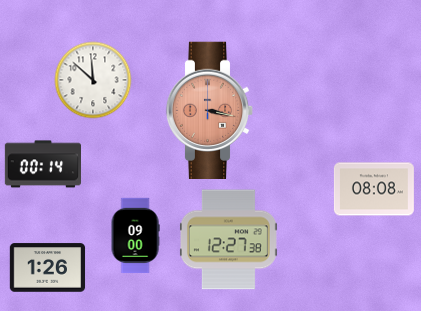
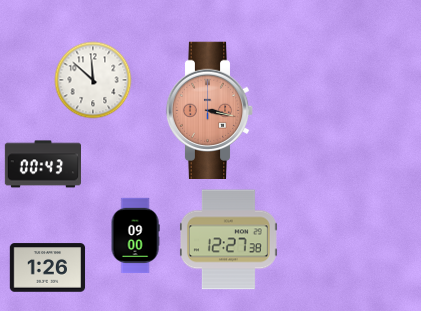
clock at (42, 164): 00:14 -> 00:43
clock at (374, 189): 08:08 -> none
